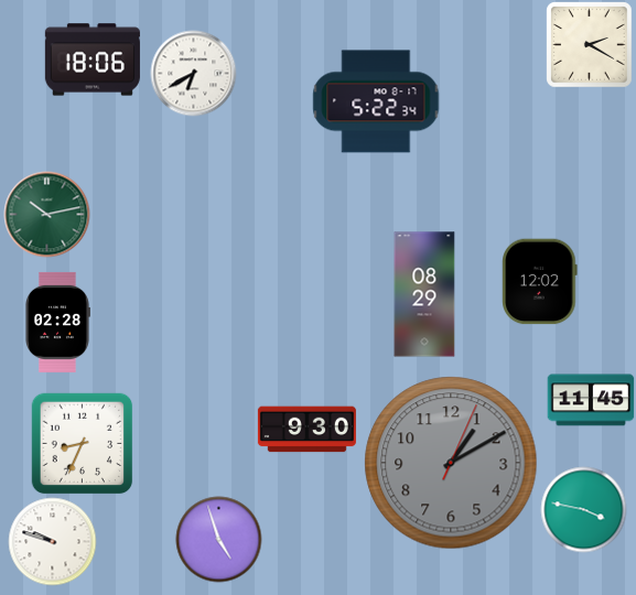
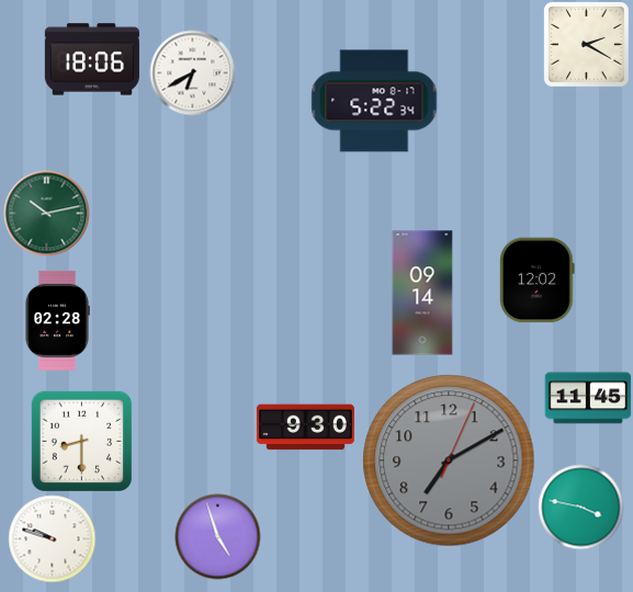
clock at (424, 294): 08:29 -> 09:14
clock at (82, 443): 8:34 -> 8:30
clock at (451, 463): 1:10 -> 7:10
